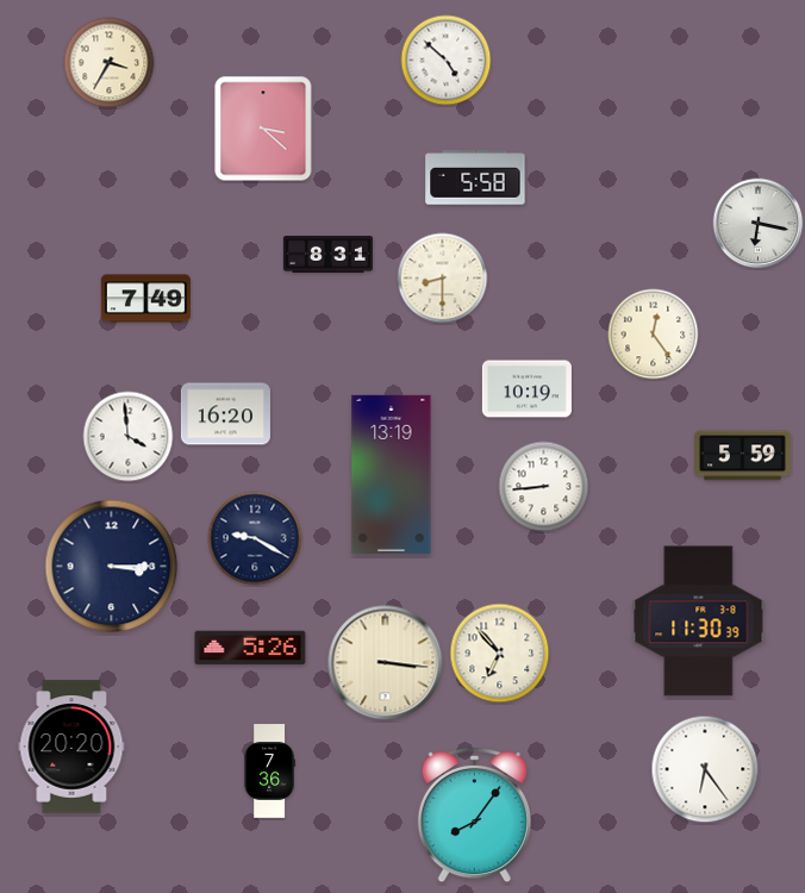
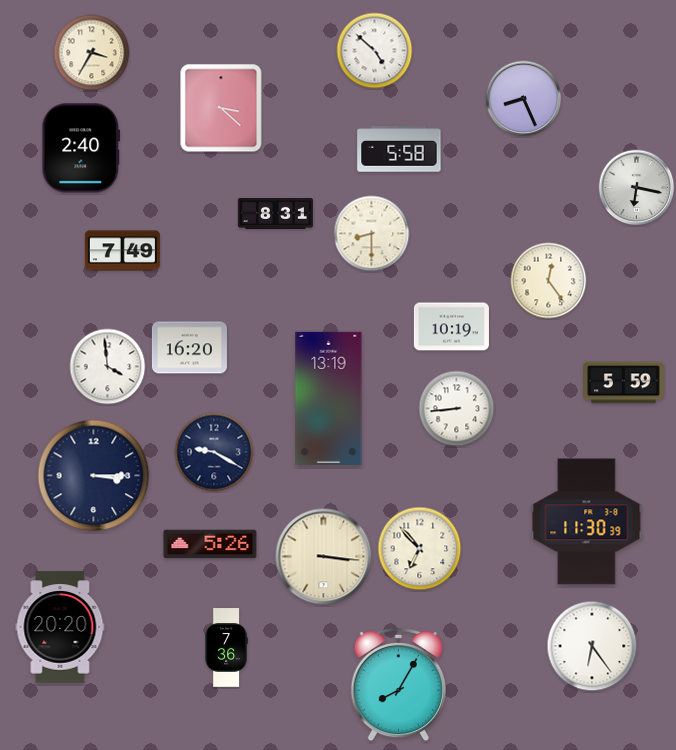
clock at (524, 99): none -> 8:26
clock at (81, 148): none -> 2:40
clock at (526, 389) position: (526, 389) -> (451, 327)
clock at (474, 816): 8:06 -> 8:05
